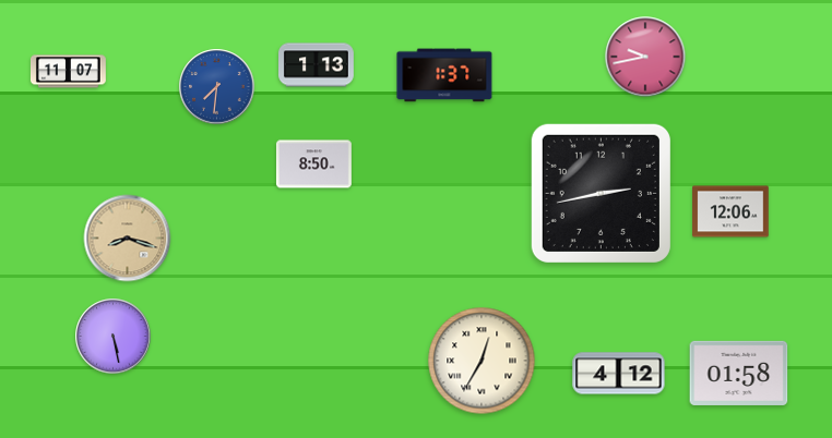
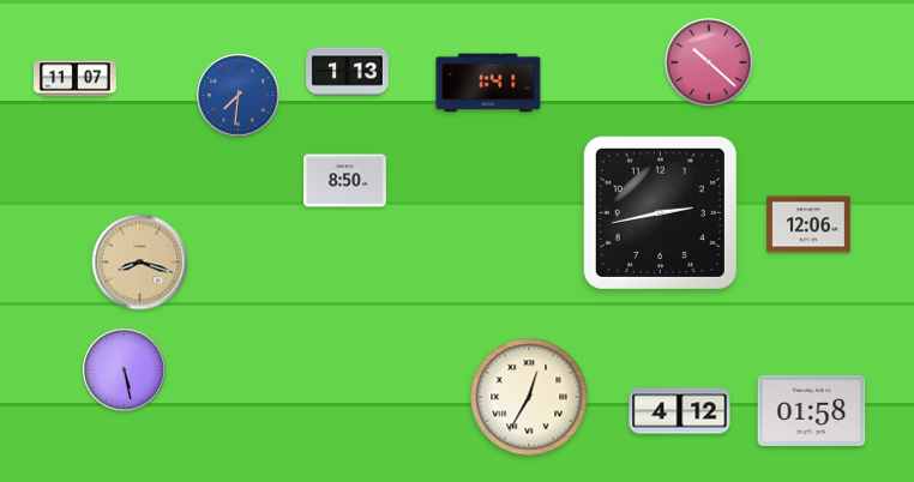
clock at (645, 57): 9:43 -> 10:22
clock at (444, 75): 1:37 -> 1:41
clock at (730, 211) position: (730, 211) -> (808, 224)
